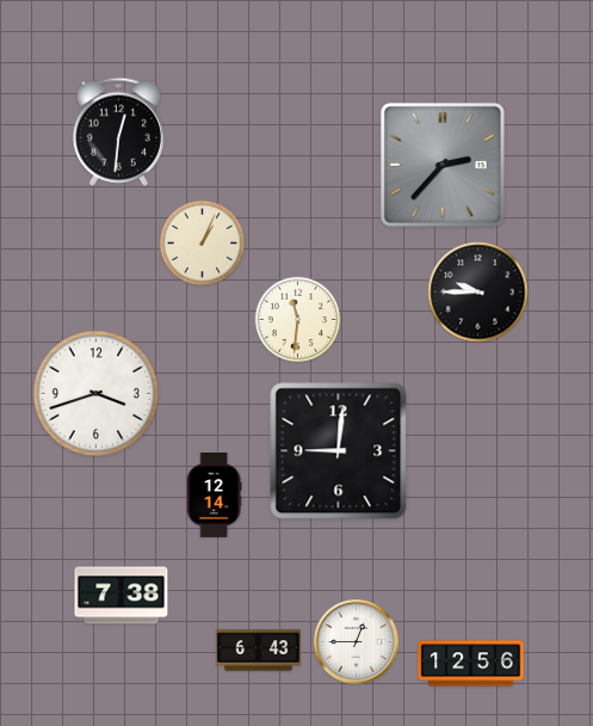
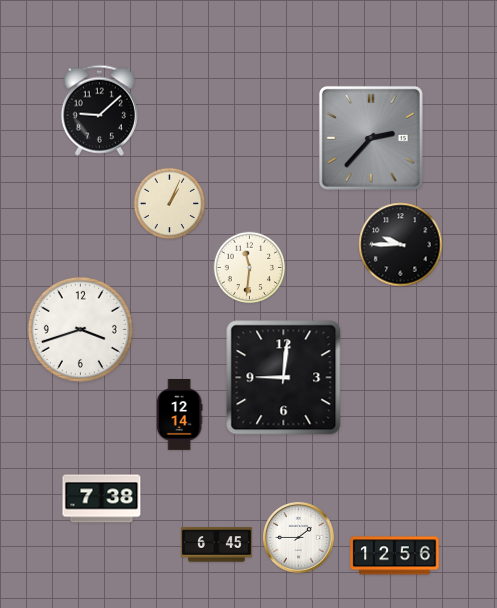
clock at (118, 131): 12:31 -> 9:08
clock at (356, 641): 12:45 -> 1:45
clock at (259, 651): 6:43 -> 6:45
